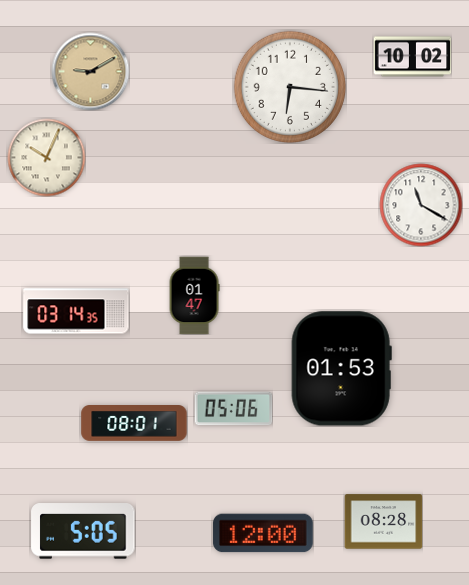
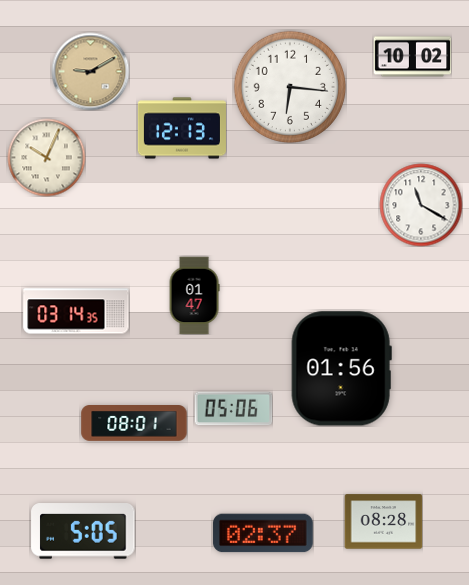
clock at (182, 128): none -> 12:13
clock at (341, 369): 01:53 -> 01:56
clock at (263, 533): 12:00 -> 02:37
